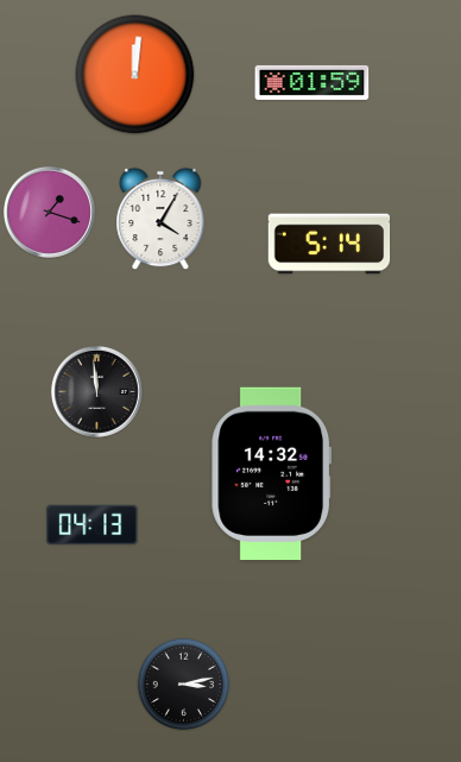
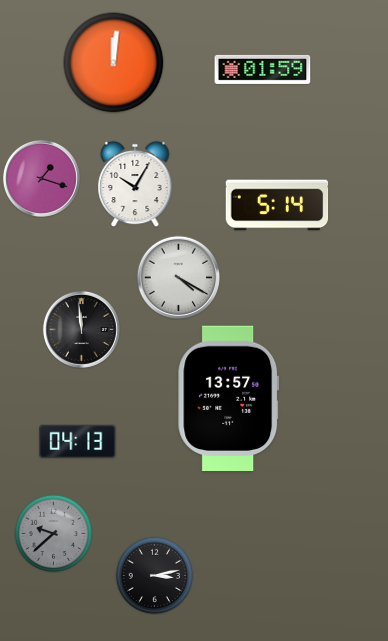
clock at (160, 219): 4:05 -> 10:05
clock at (178, 277): none -> 4:20
clock at (272, 474): 14:32 -> 13:57
clock at (53, 533): none -> 9:38
